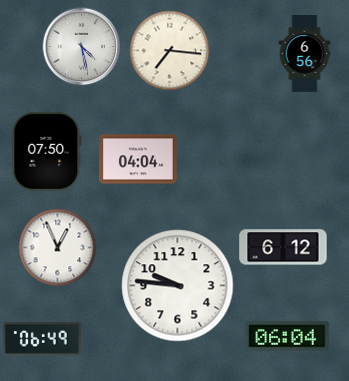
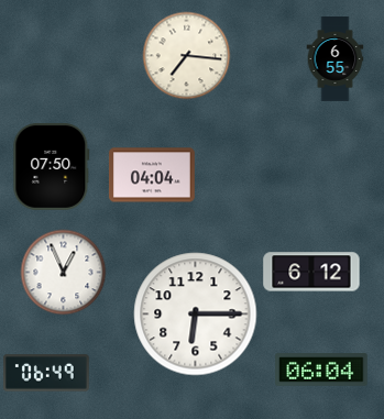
clock at (81, 46): 4:28 -> none
clock at (305, 54): 6:56 -> 6:55
clock at (178, 286): 9:46 -> 6:15
clock at (287, 336) position: (287, 336) -> (321, 370)
